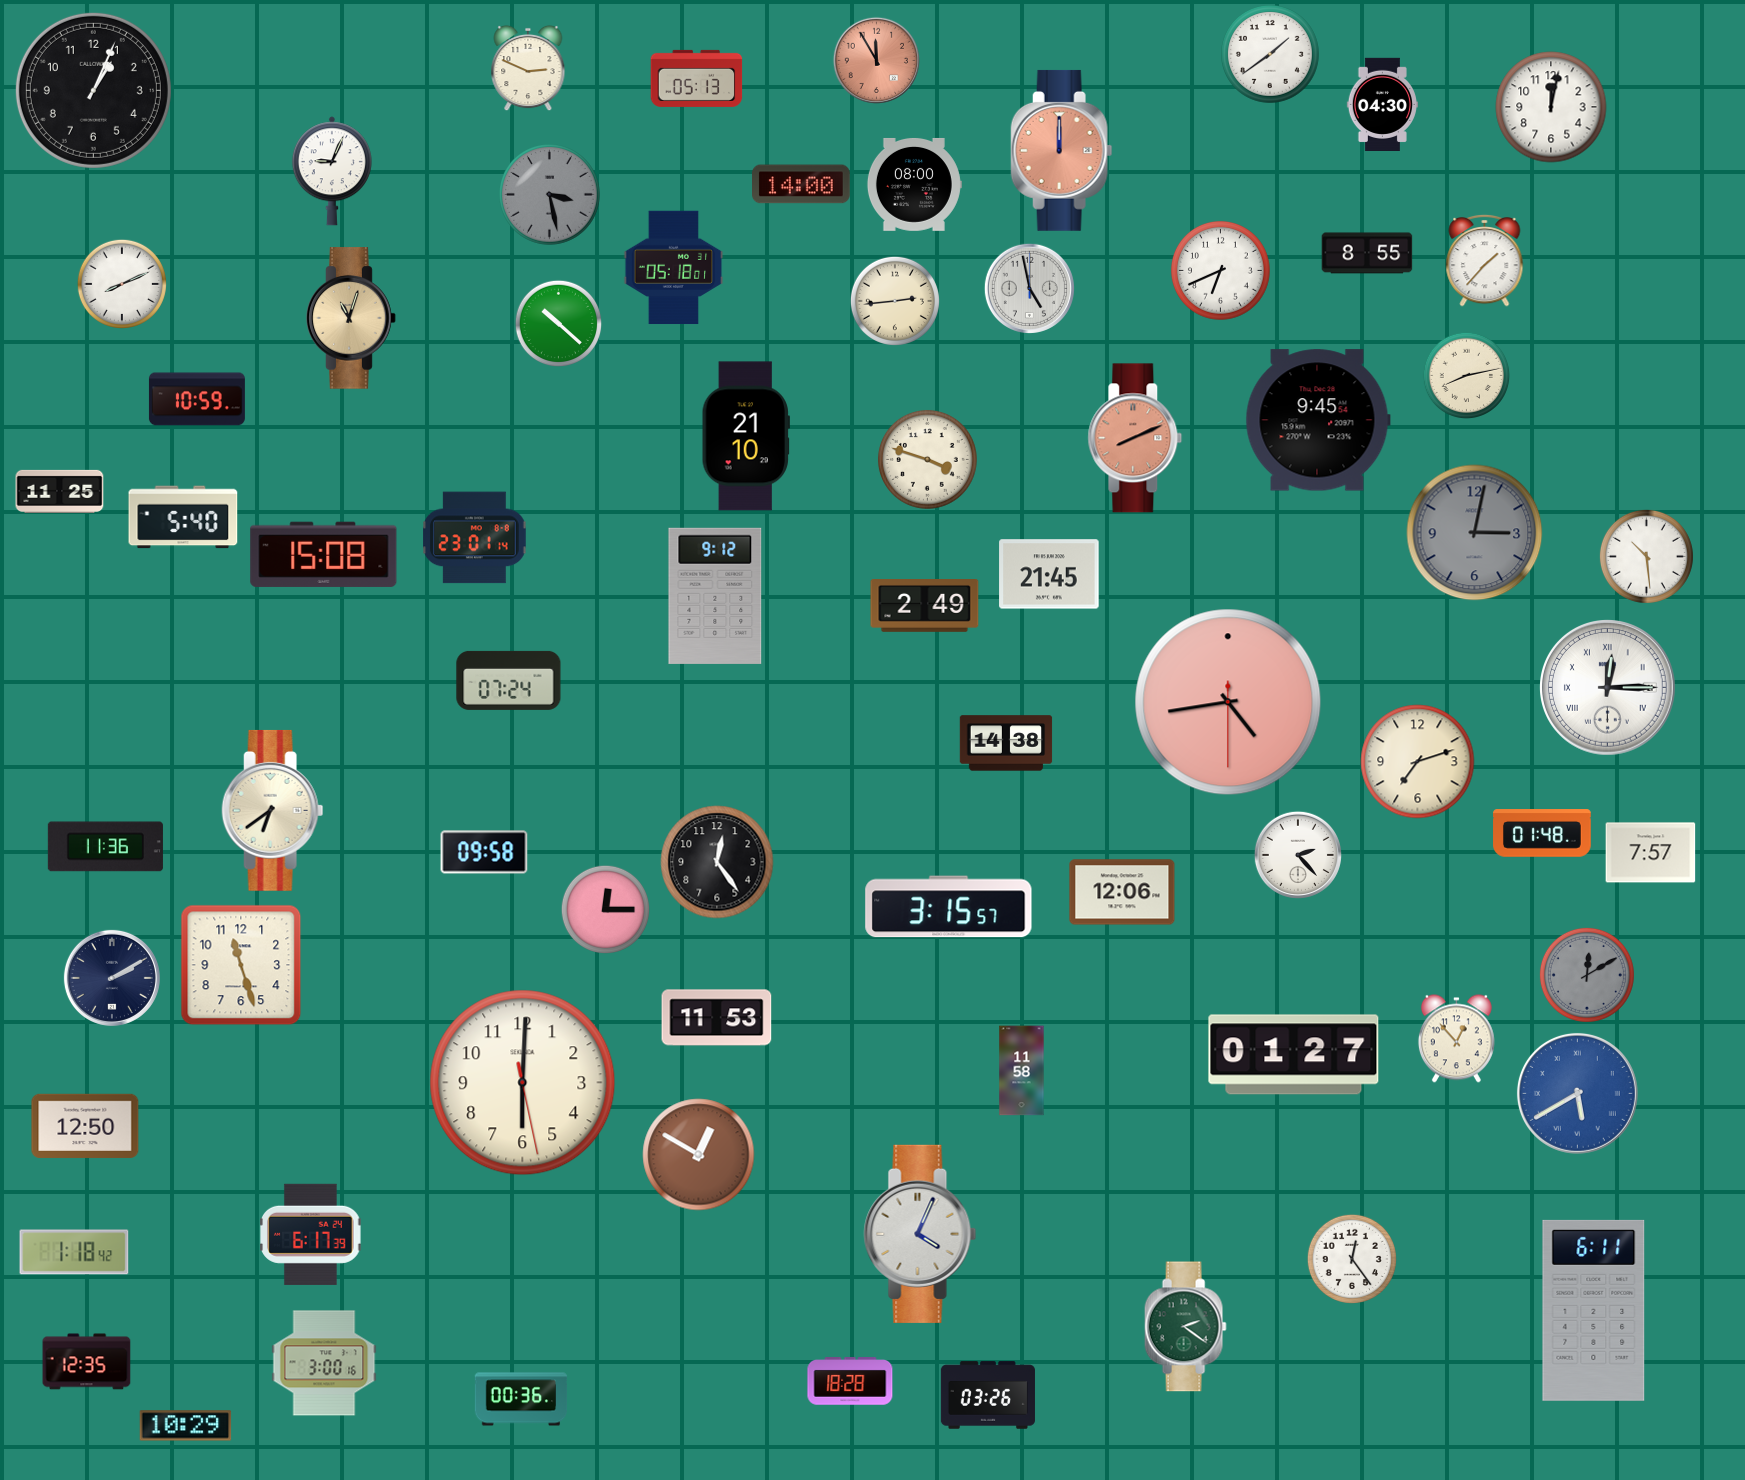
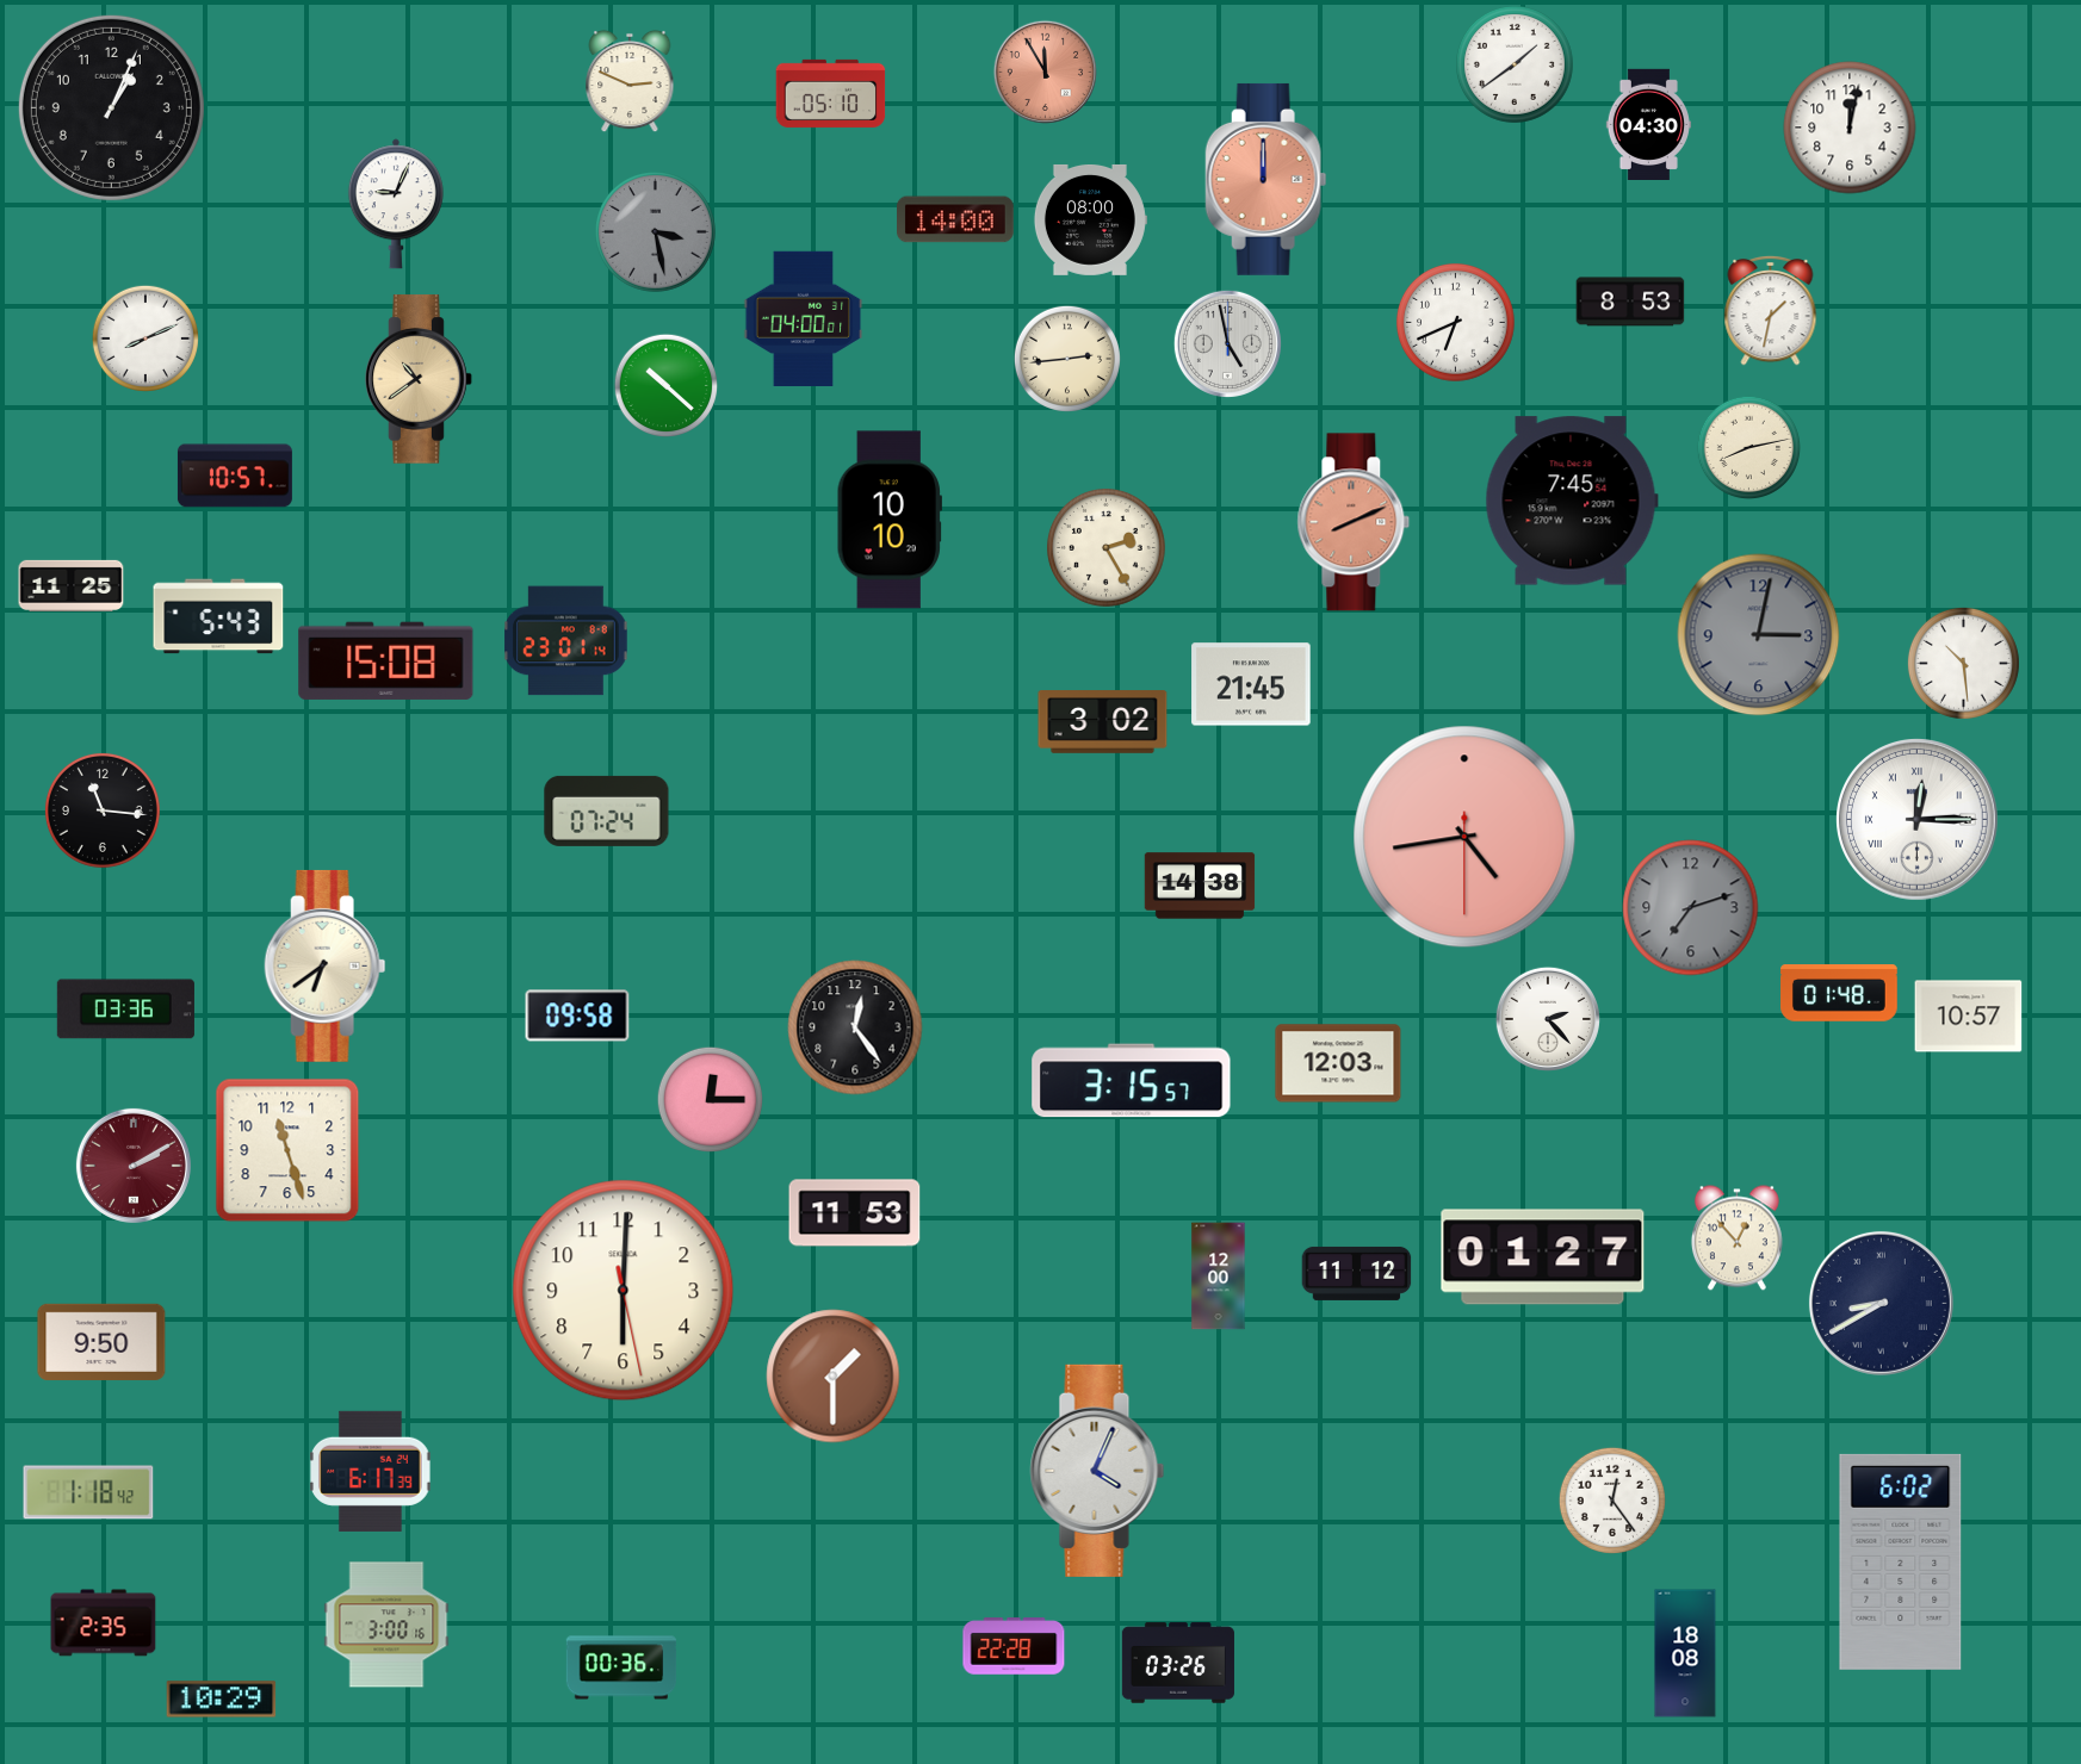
clock at (697, 78): 05:13 -> 05:10
clock at (1367, 253): 8:55 -> 8:53
clock at (1485, 260): 1:37 -> 1:32
clock at (674, 268): 05:18 -> 04:00
clock at (351, 318): 11:03 -> 10:39
clock at (197, 399): 10:59 -> 10:57
clock at (1318, 420): 9:45 -> 7:45
clock at (746, 436): 21:10 -> 10:10
clock at (927, 459): 3:48 -> 2:25
clock at (183, 517): 5:40 -> 5:43
clock at (715, 596): 9:12 -> none
clock at (925, 606): 2:49 -> 3:02
clock at (103, 810): none -> 11:16
clock at (1418, 762) dial: cream -> grey
clock at (105, 847): 11:36 -> 03:36
clock at (1651, 853): 7:57 -> 10:57
clock at (1122, 892): 12:06 -> 12:03
clock at (605, 909) position: (605, 909) -> (710, 1099)
clock at (1587, 975): 12:10 -> none
clock at (112, 978) dial: navy -> burgundy
clock at (1357, 1273): none -> 11:12
clock at (1022, 1071): 11:58 -> 12:00
clock at (1577, 1093): 5:40 -> 8:40
clock at (1577, 1093) dial: blue -> navy
clock at (85, 1126): 12:50 -> 9:50
clock at (699, 1155): 12:50 -> 1:30
clock at (1594, 1310): 6:11 -> 6:02
clock at (1185, 1327): 2:21 -> none
clock at (87, 1362): 12:35 -> 2:35
clock at (850, 1381): 18:28 -> 22:28
clock at (1685, 1653): none -> 18:08
